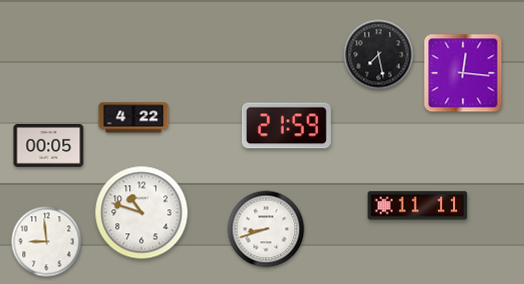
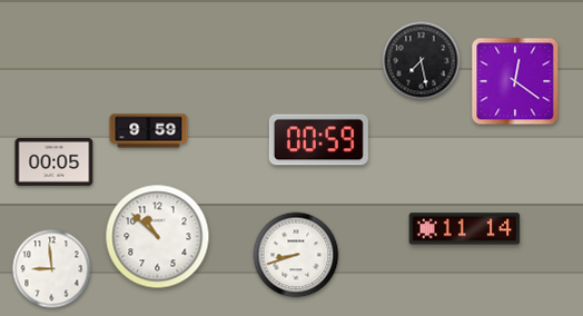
clock at (463, 73): 12:16 -> 12:21
clock at (134, 118): 4:22 -> 9:59
clock at (286, 126): 21:59 -> 00:59
clock at (418, 206): 11:11 -> 11:14
clock at (142, 213): 10:48 -> 10:52
